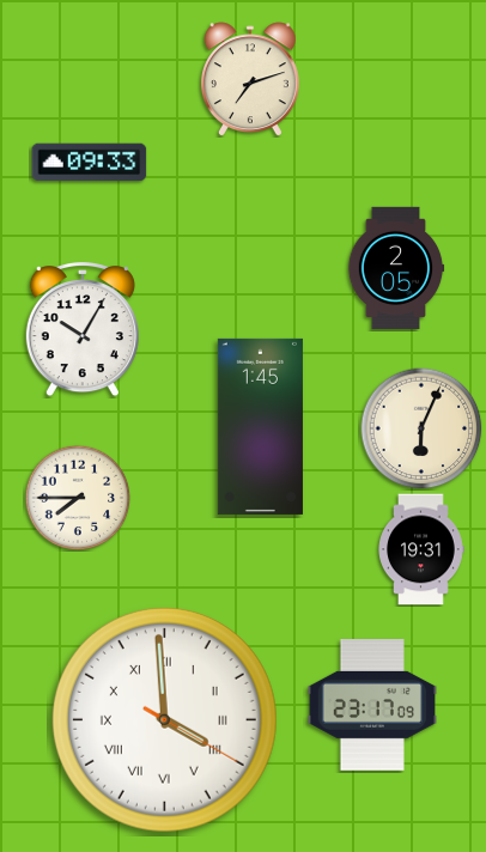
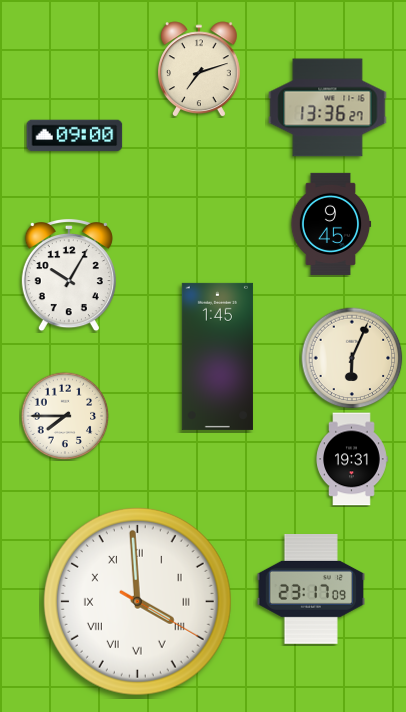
clock at (250, 79) position: (250, 79) -> (199, 69)
clock at (328, 108): none -> 13:36
clock at (90, 163): 09:33 -> 09:00
clock at (396, 268): 2:05 -> 9:45
